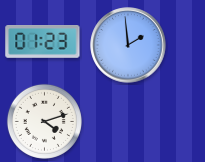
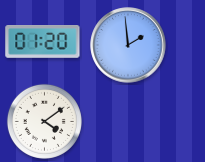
clock at (43, 42): 01:23 -> 01:20
clock at (44, 121): 4:12 -> 4:09
